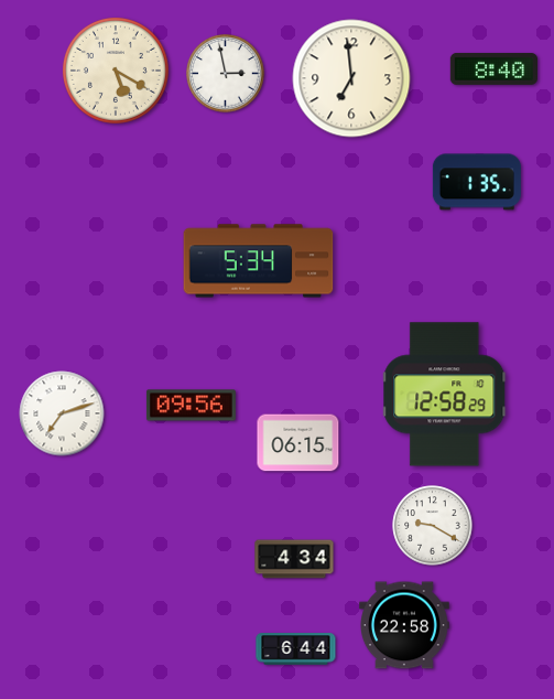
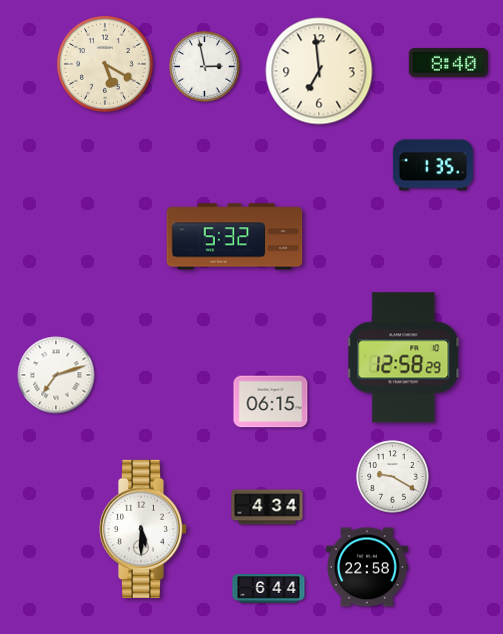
clock at (259, 261): 5:34 -> 5:32
clock at (191, 406): 09:56 -> none
clock at (143, 529): none -> 5:30
